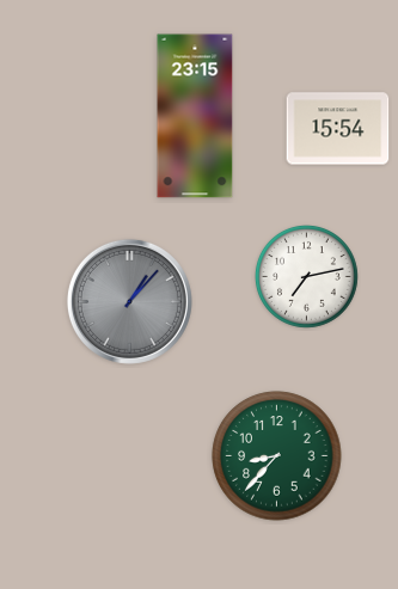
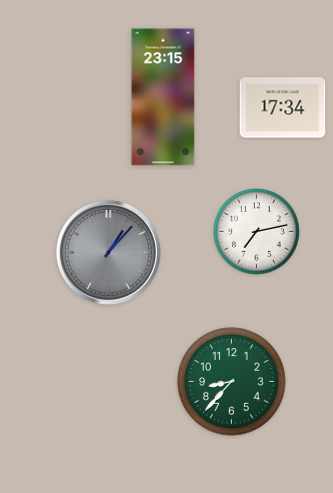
clock at (338, 129): 15:54 -> 17:34
